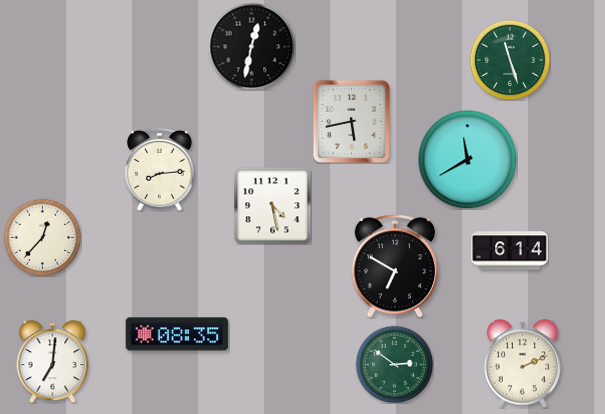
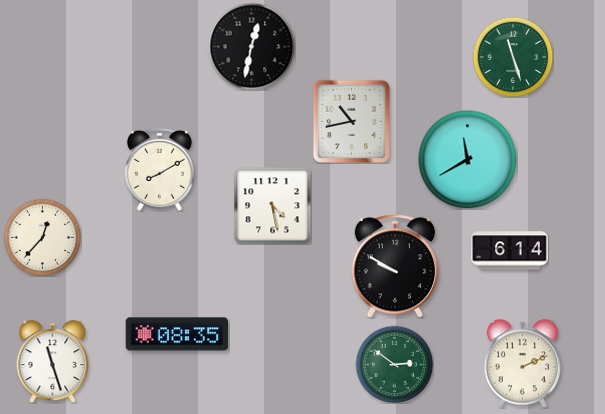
clock at (510, 60) position: (510, 60) -> (513, 57)
clock at (351, 121): 5:43 -> 10:43
clock at (159, 169): 8:14 -> 8:10
clock at (395, 266): 6:50 -> 9:50
clock at (53, 362): 7:01 -> 11:27
